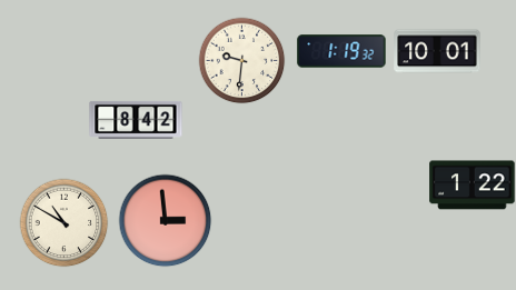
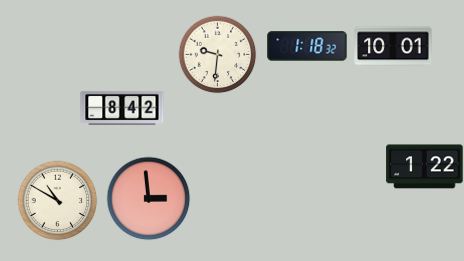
clock at (341, 51): 1:19 -> 1:18
